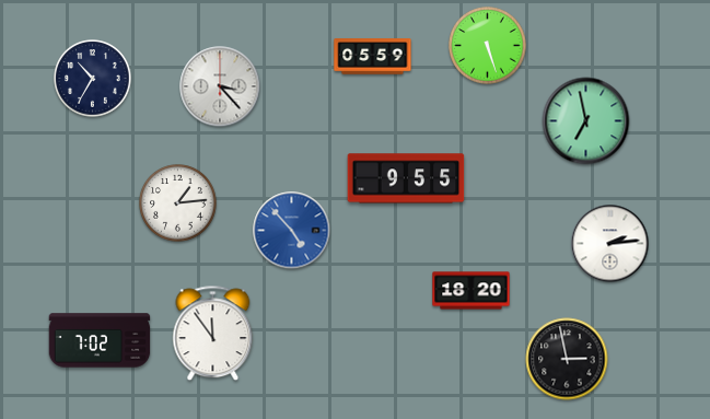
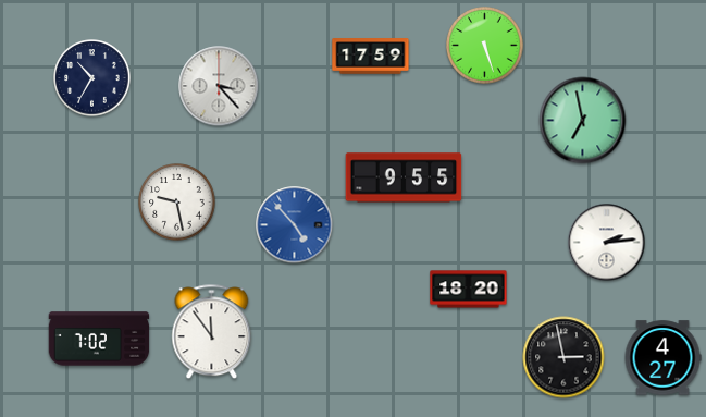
clock at (373, 57): 05:59 -> 17:59
clock at (178, 203): 1:14 -> 9:28
clock at (292, 231) position: (292, 231) -> (295, 225)
clock at (662, 358): none -> 4:27
